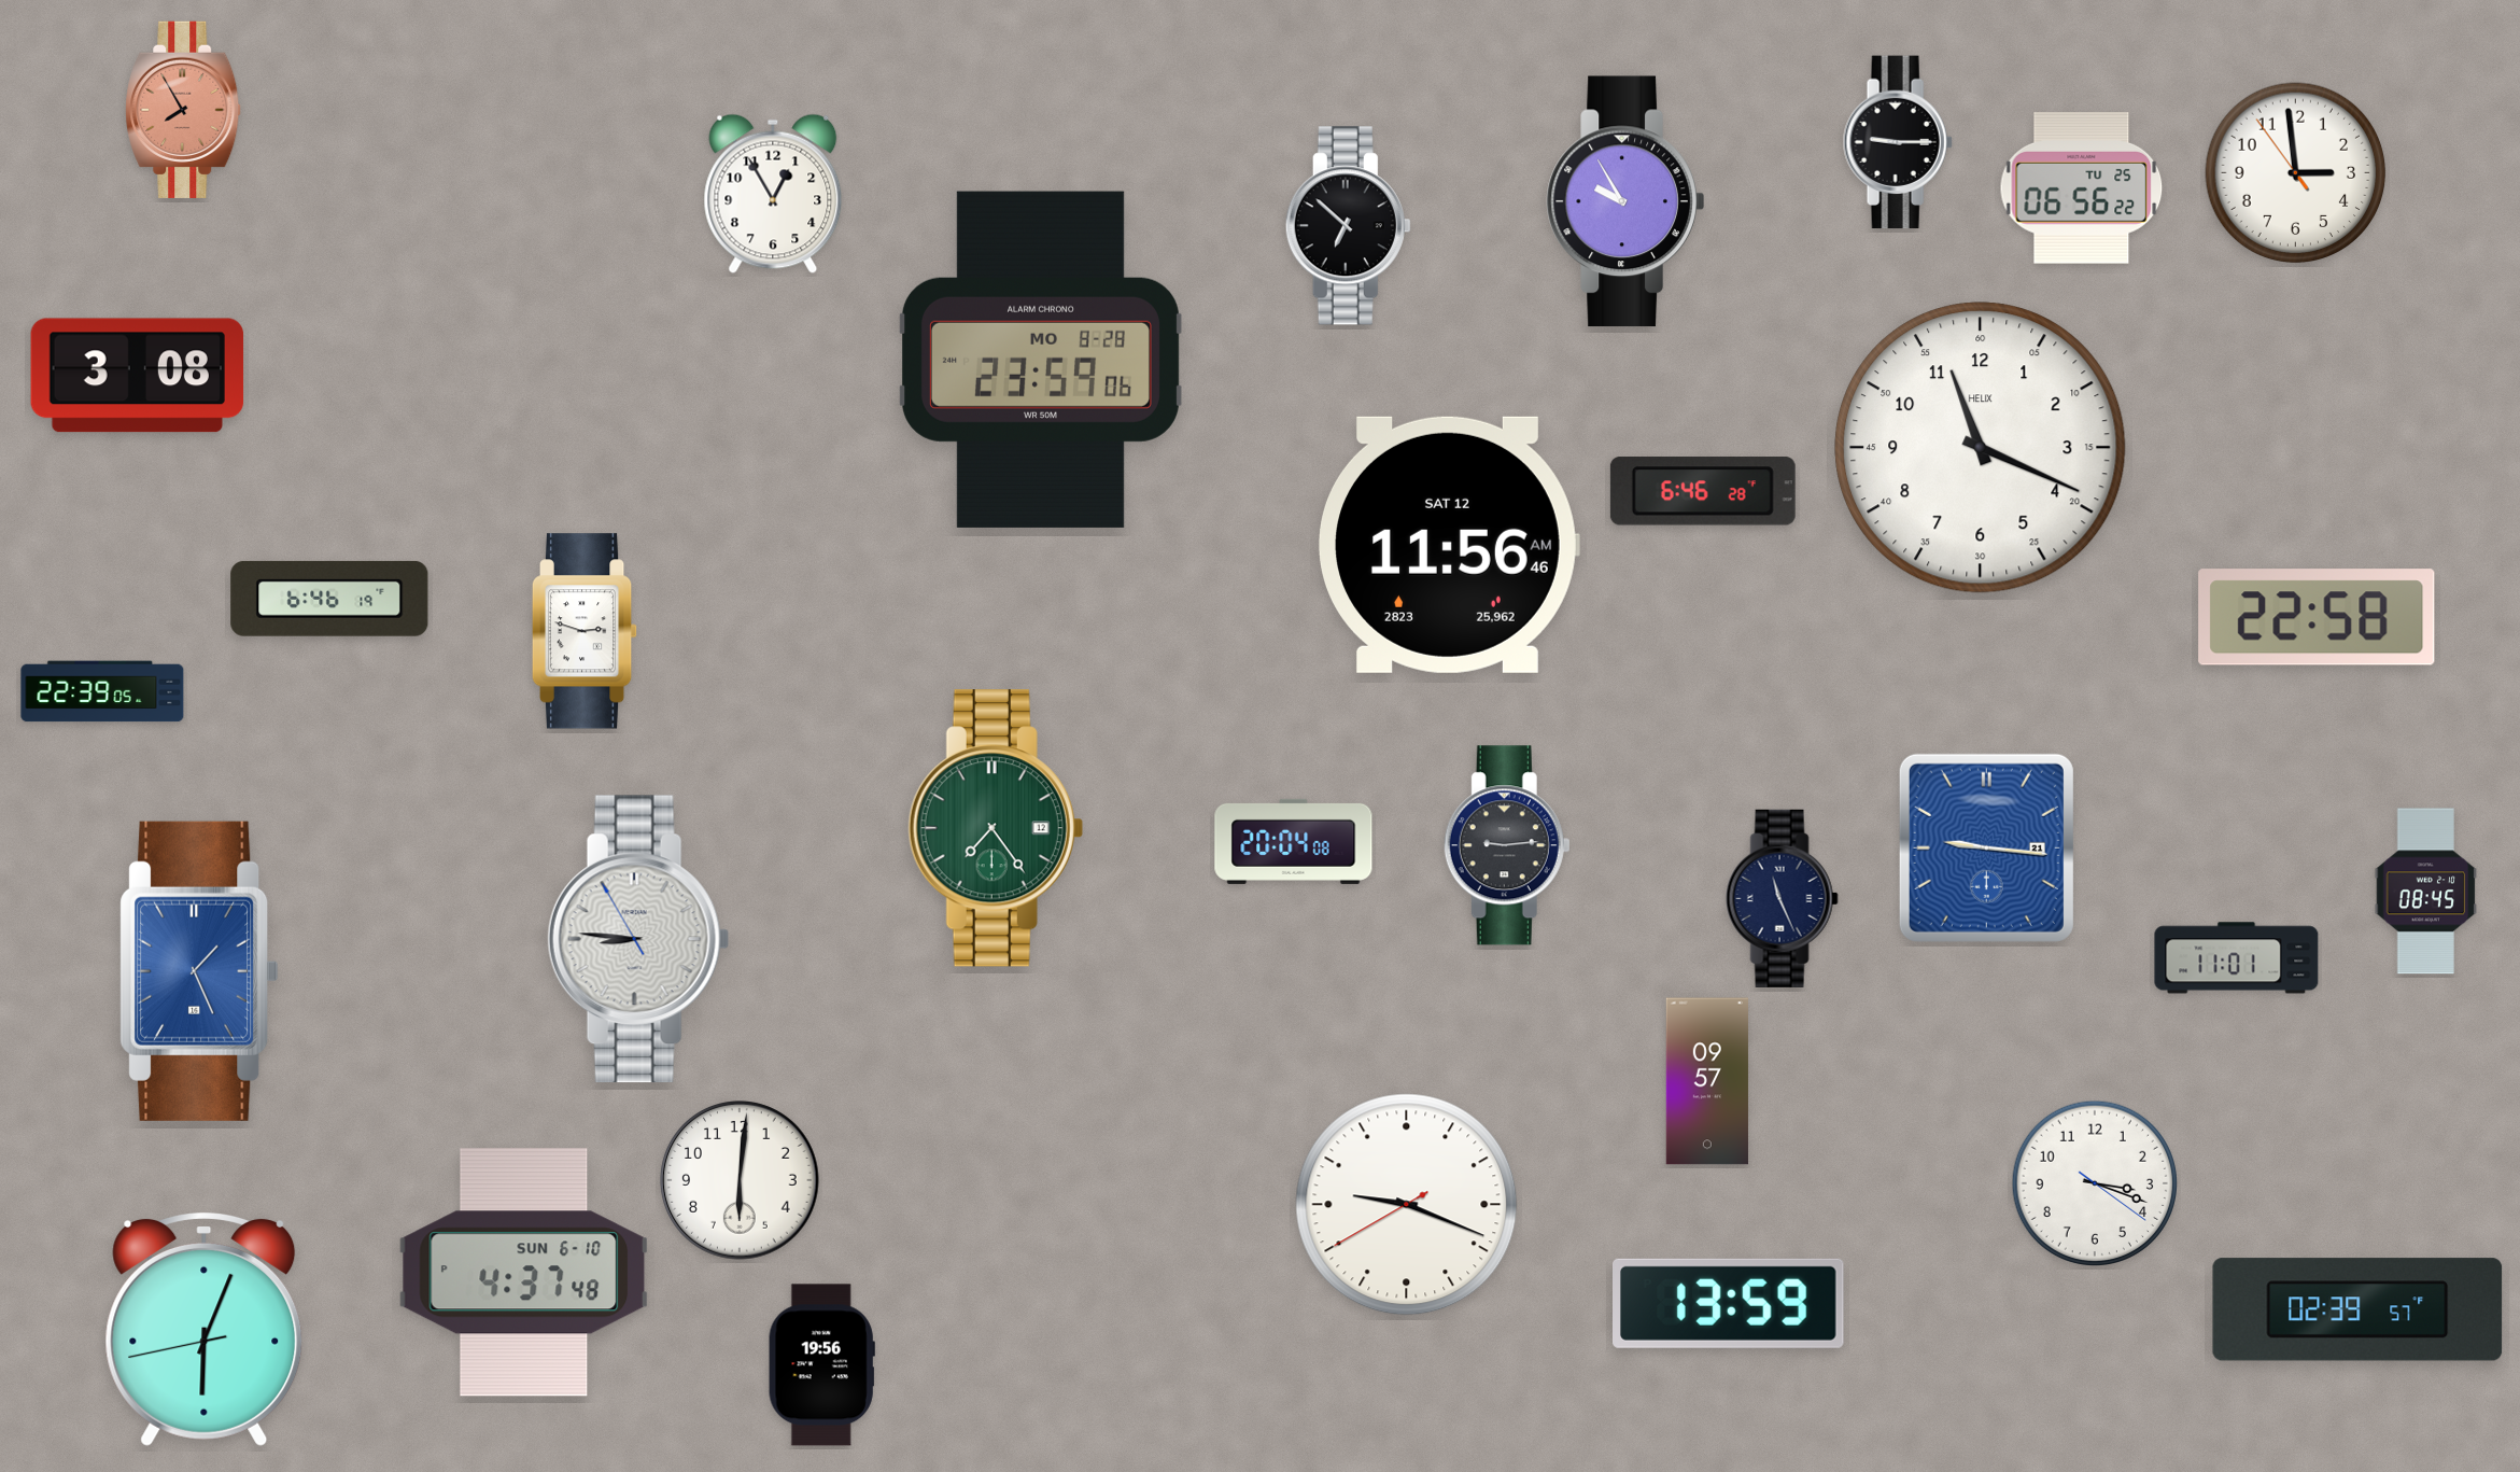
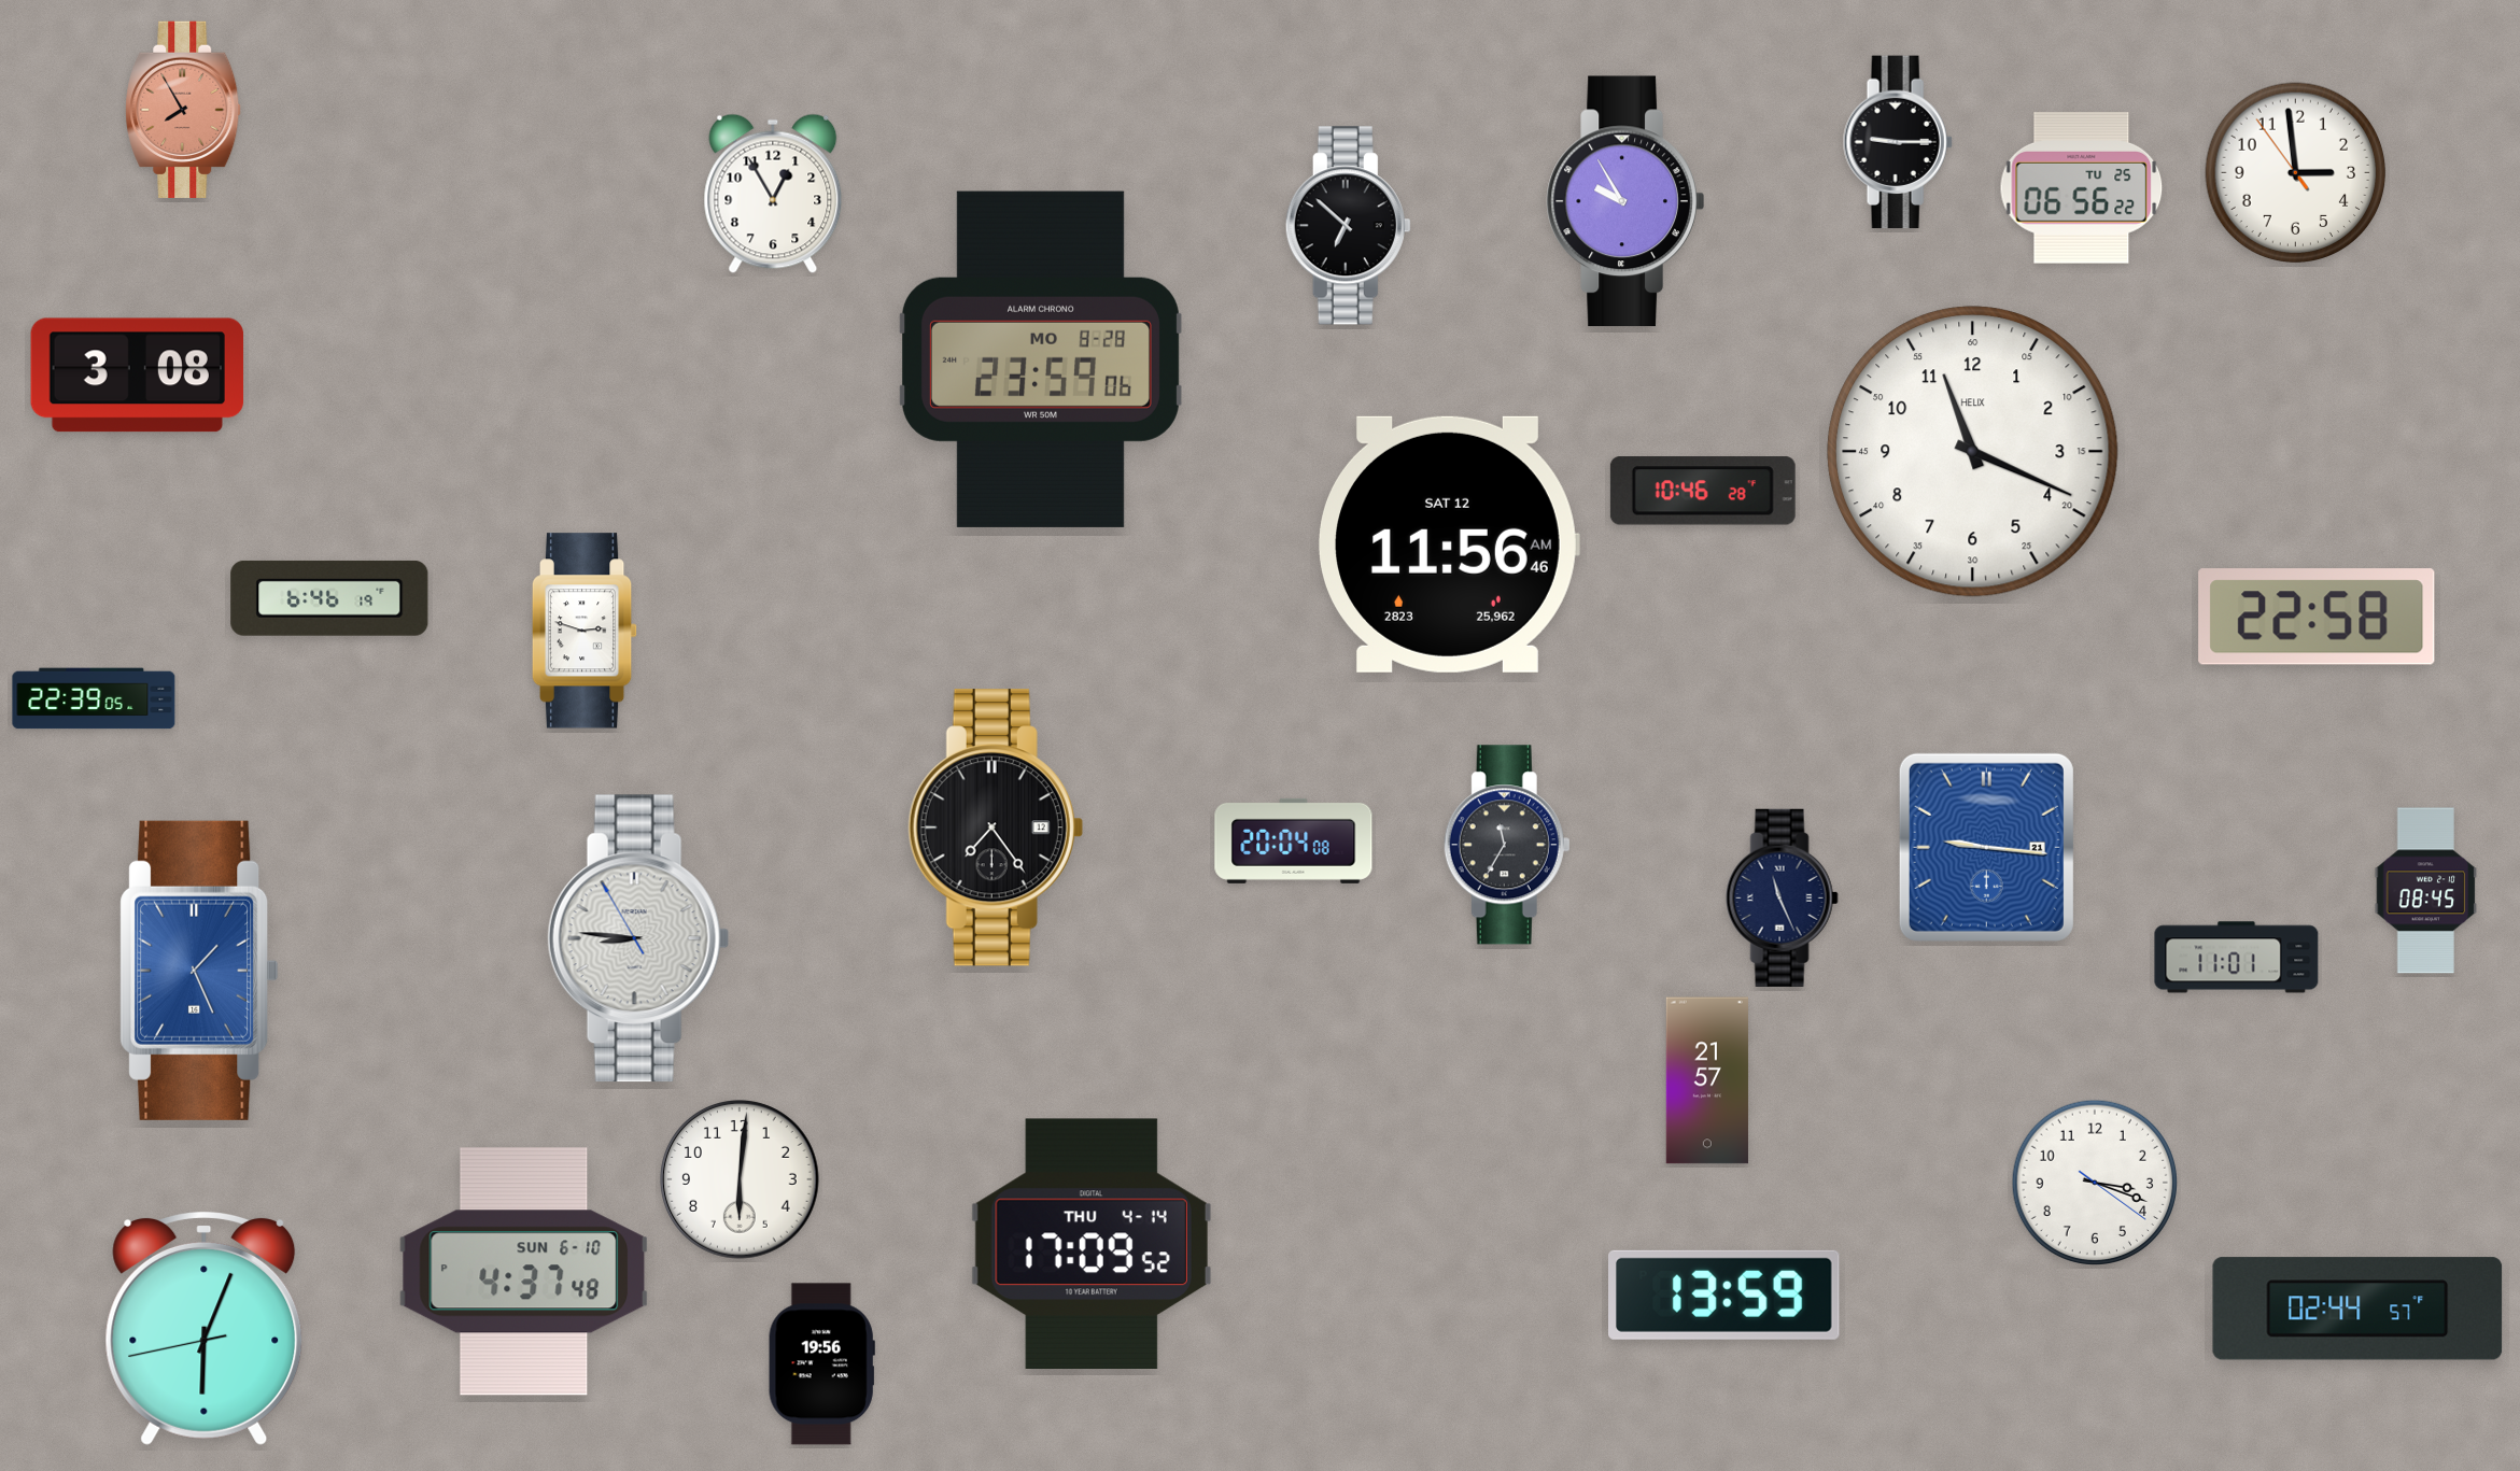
clock at (1981, 448) position: (1981, 448) -> (1973, 452)
clock at (1703, 492): 6:46 -> 10:46
clock at (102, 691) position: (102, 691) -> (94, 698)
clock at (996, 828) dial: green -> black
clock at (1507, 845): 9:14 -> 11:35
clock at (1707, 1081): 09:57 -> 21:57
clock at (1407, 1205): 9:18 -> none
clock at (1092, 1243): none -> 17:09
clock at (1729, 1303) position: (1729, 1303) -> (1724, 1295)
clock at (2357, 1309): 02:39 -> 02:44
